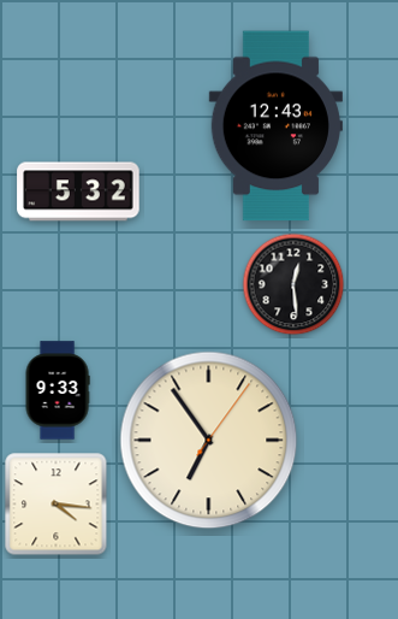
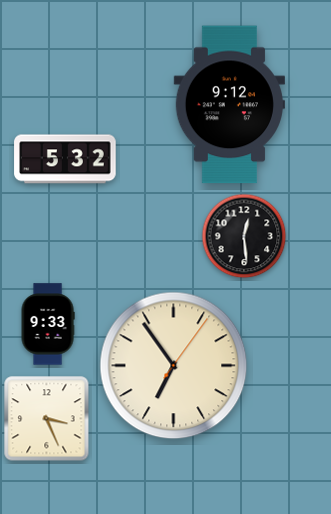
clock at (275, 126): 12:43 -> 9:12
clock at (57, 505): 4:16 -> 3:26
